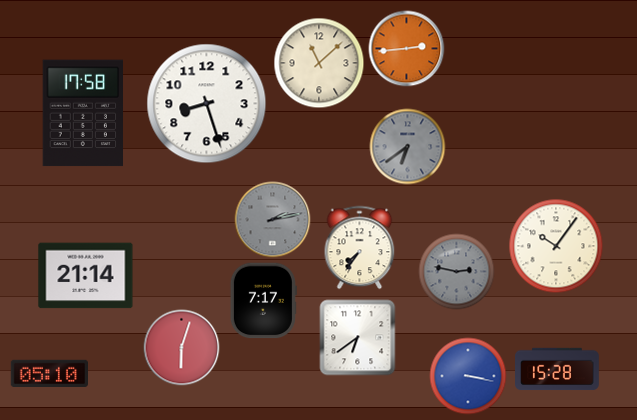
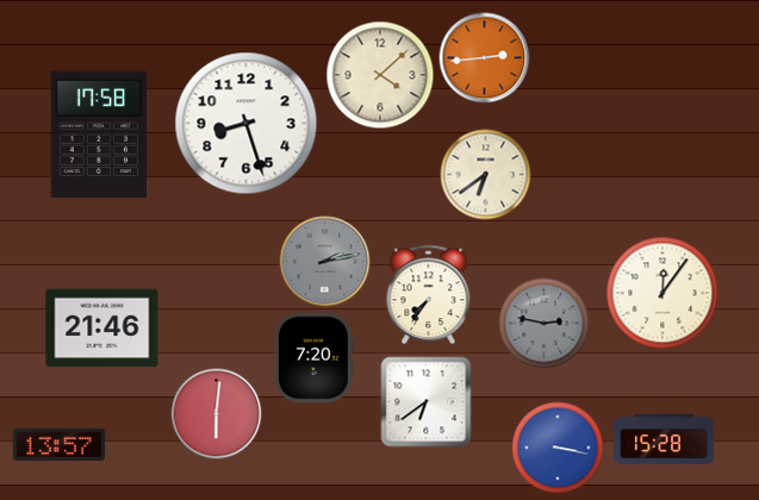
clock at (319, 63): 11:08 -> 4:08
clock at (408, 147) dial: grey -> cream
clock at (556, 246): 10:06 -> 12:06
clock at (86, 276): 21:14 -> 21:46
clock at (263, 301): 7:17 -> 7:20
clock at (182, 348): 6:03 -> 6:01
clock at (50, 374): 05:10 -> 13:57
